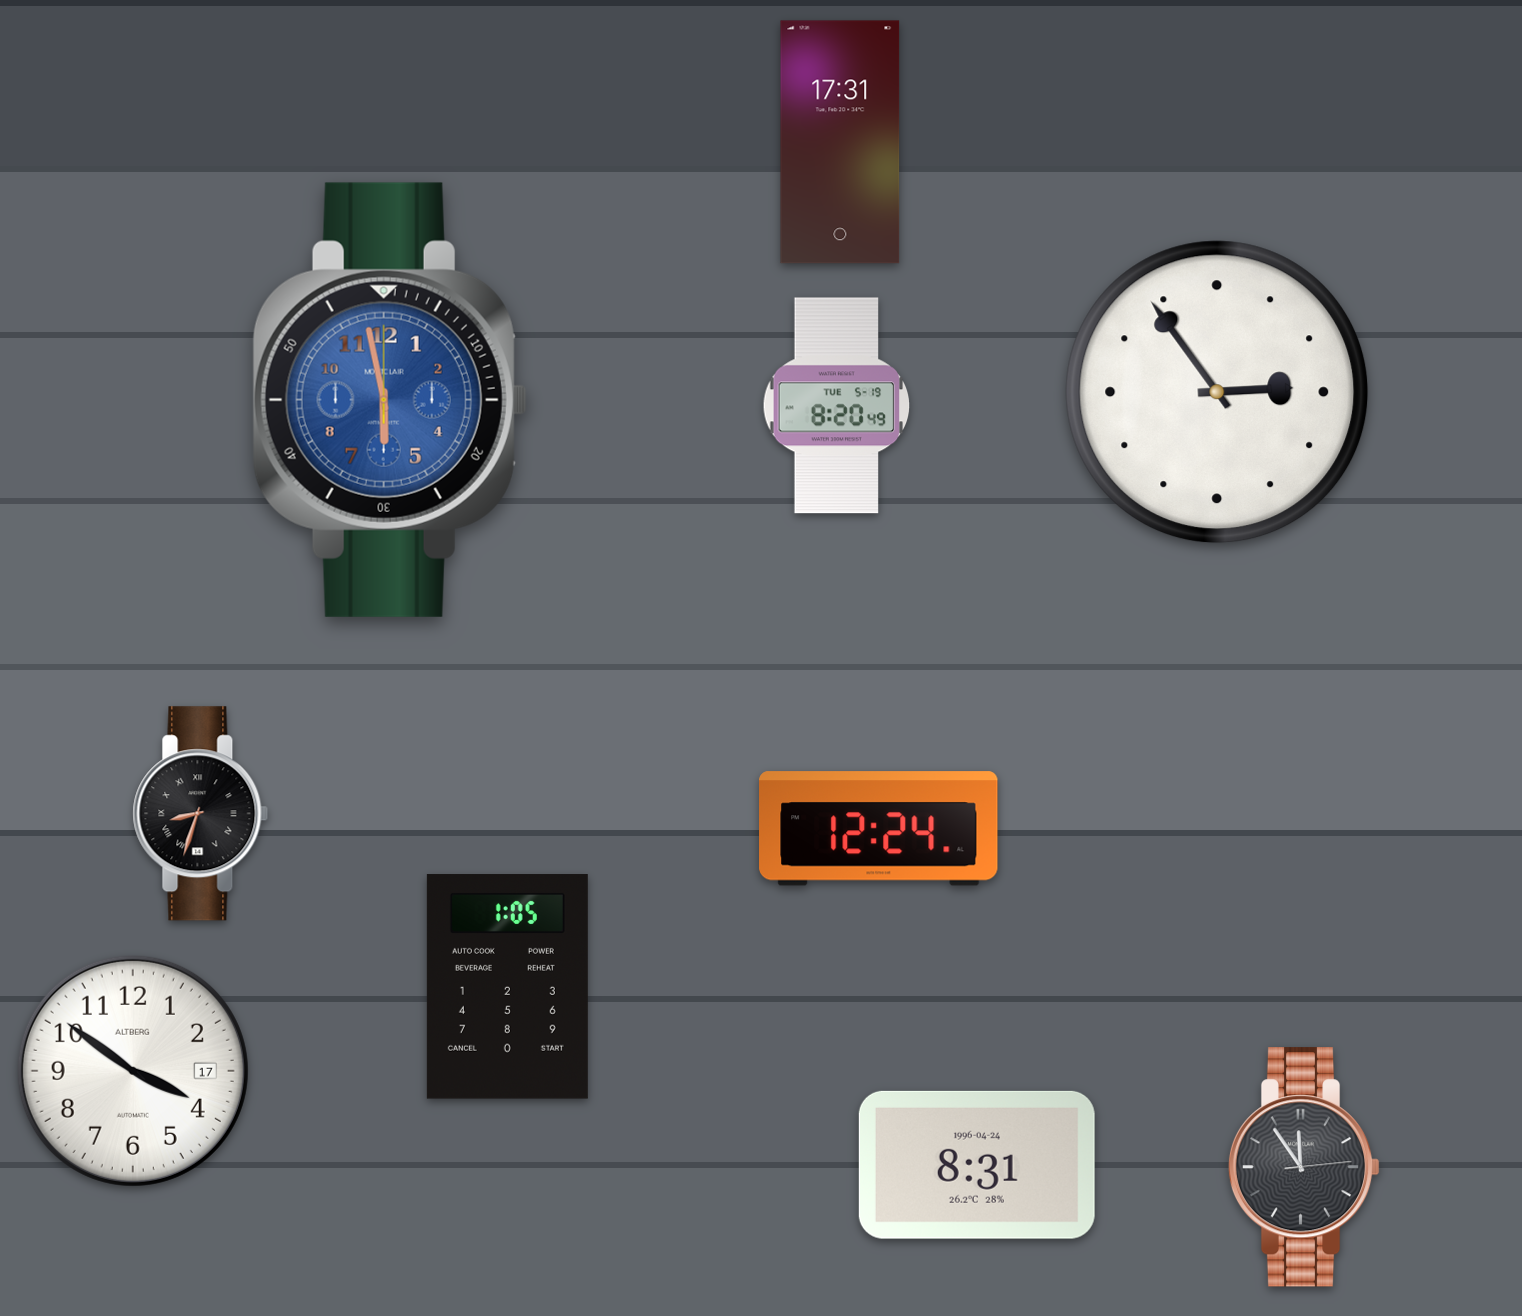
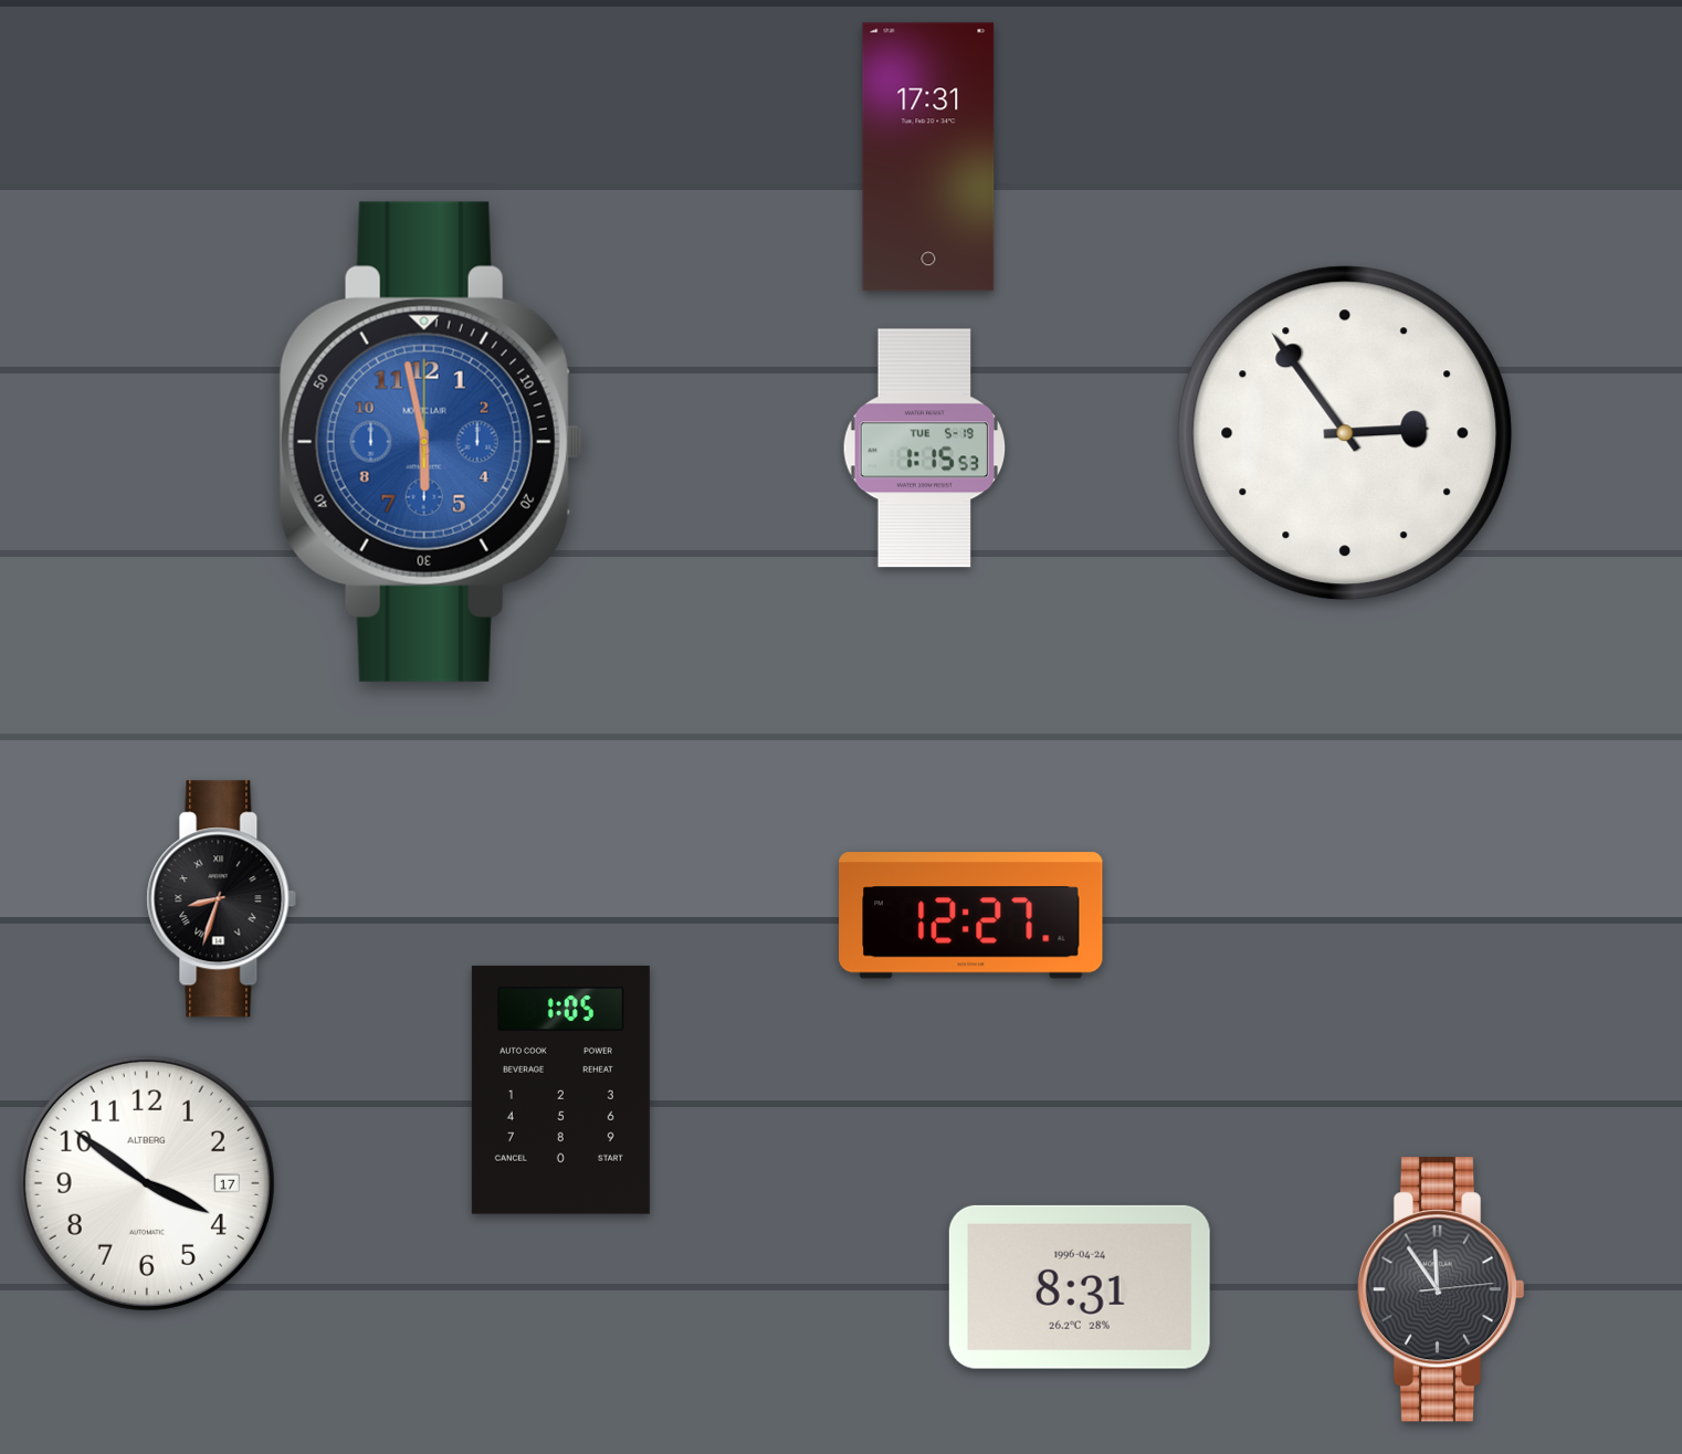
clock at (837, 406): 8:20 -> 1:15
clock at (879, 829): 12:24 -> 12:27
